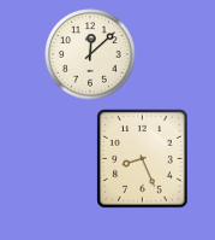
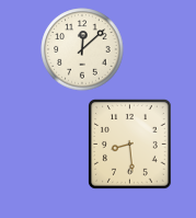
clock at (143, 159): 8:26 -> 8:29
